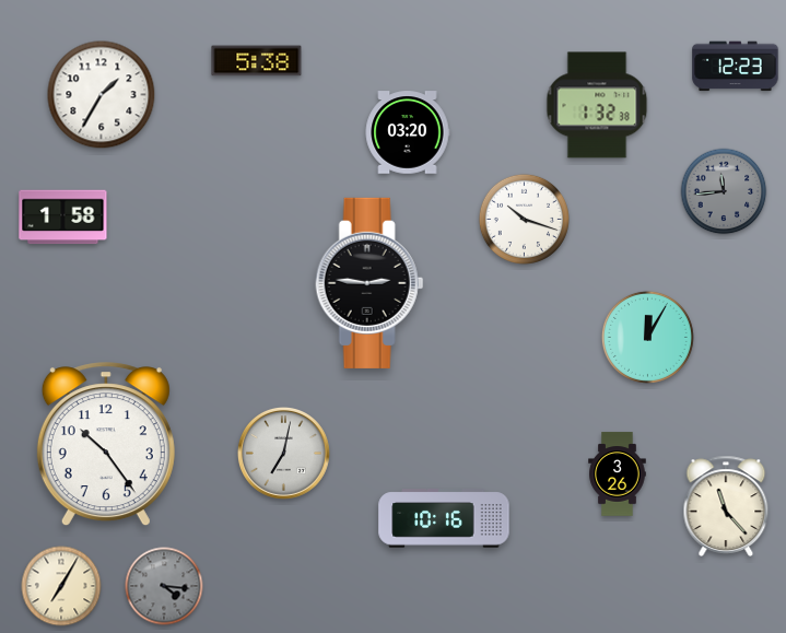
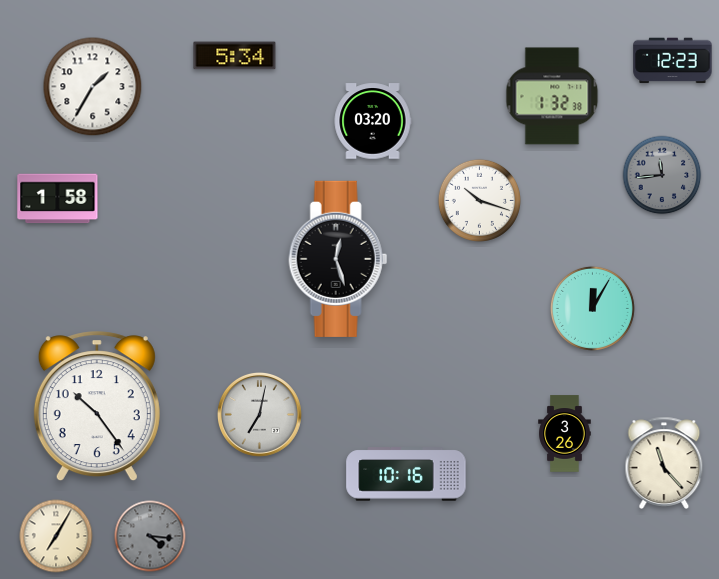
clock at (257, 61): 5:38 -> 5:34
clock at (597, 105) position: (597, 105) -> (552, 96)
clock at (369, 283): 2:46 -> 12:27
